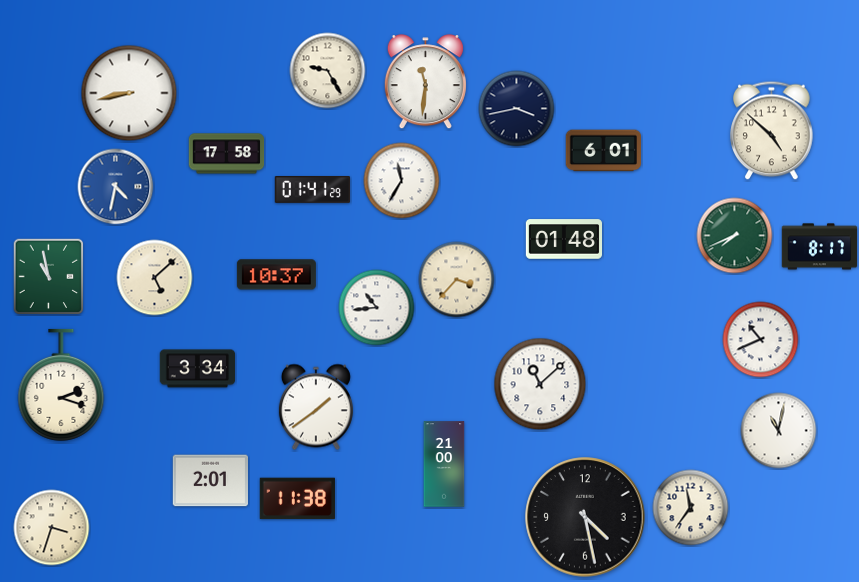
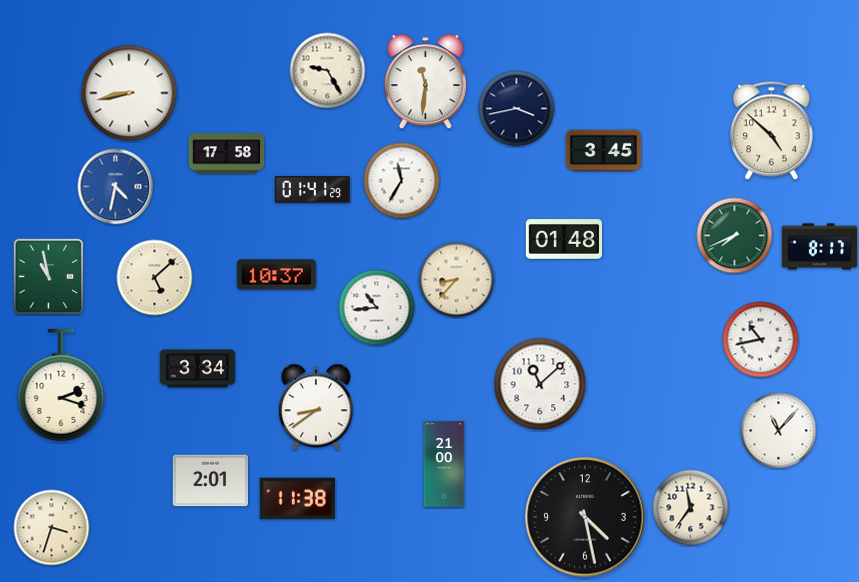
clock at (603, 151): 6:01 -> 3:45
clock at (457, 280): 3:37 -> 8:37
clock at (761, 340): 10:41 -> 10:43
clock at (316, 407): 1:39 -> 8:39
clock at (779, 431): 11:02 -> 11:07
